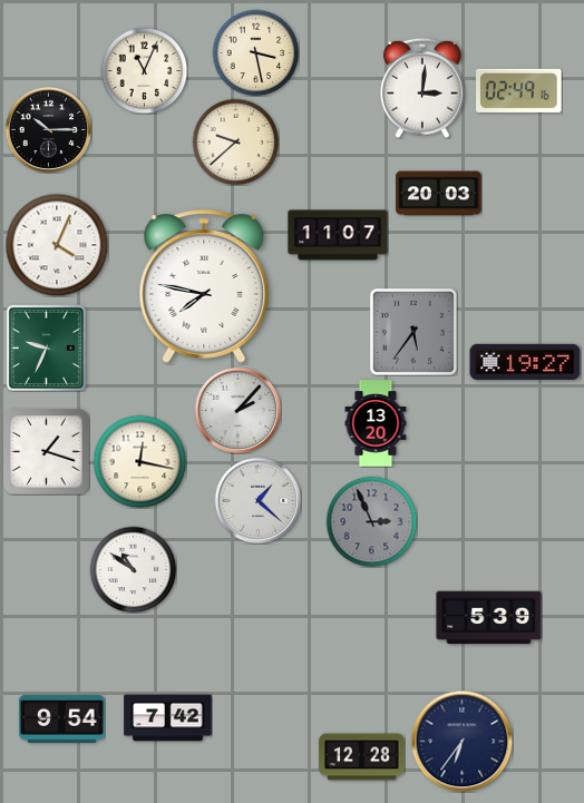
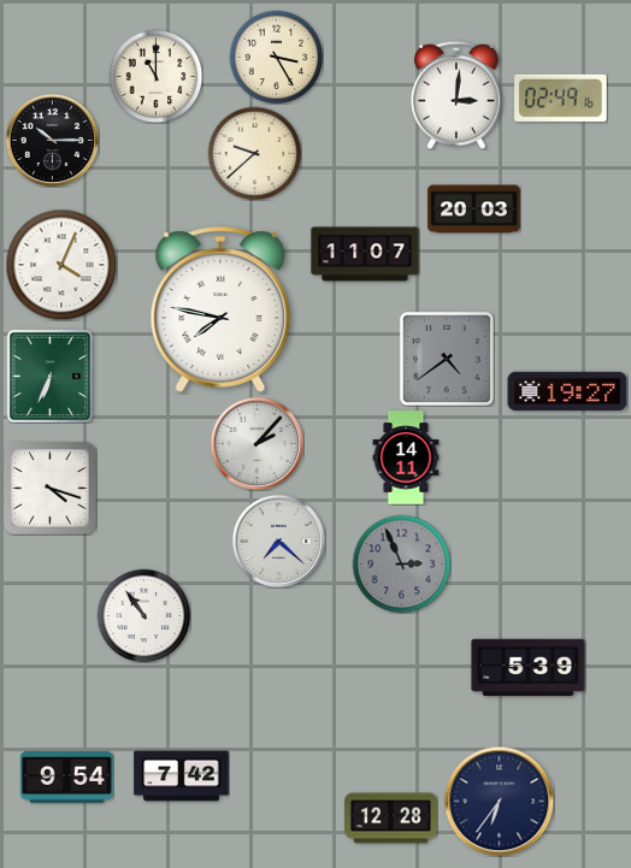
clock at (255, 52): 3:28 -> 3:25
clock at (144, 70): 11:04 -> 11:00
clock at (413, 332): 5:36 -> 4:39
clock at (46, 347): 9:34 -> 6:34
clock at (376, 423): 13:20 -> 14:11
clock at (47, 452): 1:18 -> 4:18
clock at (139, 461): 12:17 -> none
clock at (257, 500): 1:22 -> 7:22
clock at (133, 569): 10:51 -> 10:54
